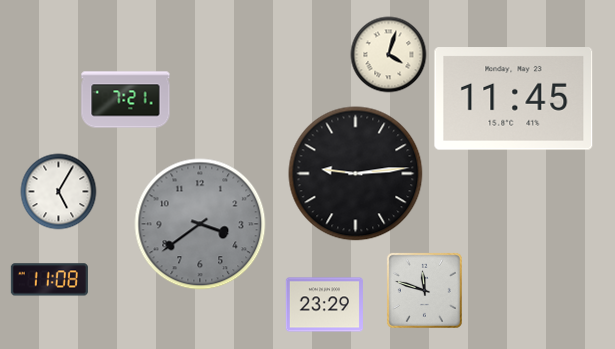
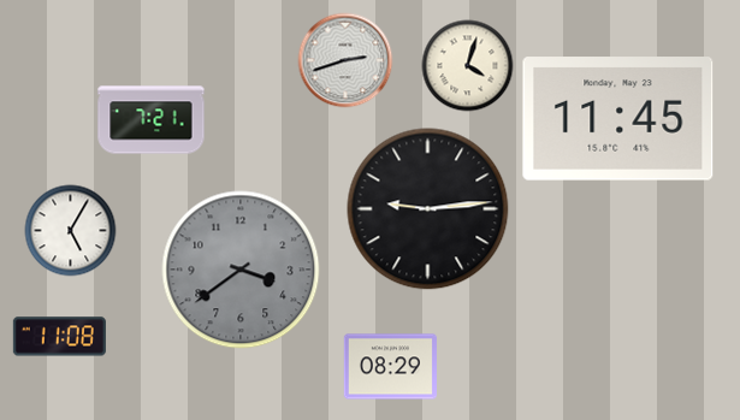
clock at (345, 60): none -> 2:42
clock at (424, 290): 11:48 -> none
clock at (324, 305): 23:29 -> 08:29
